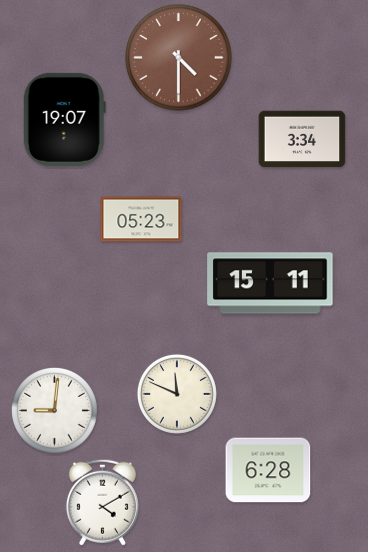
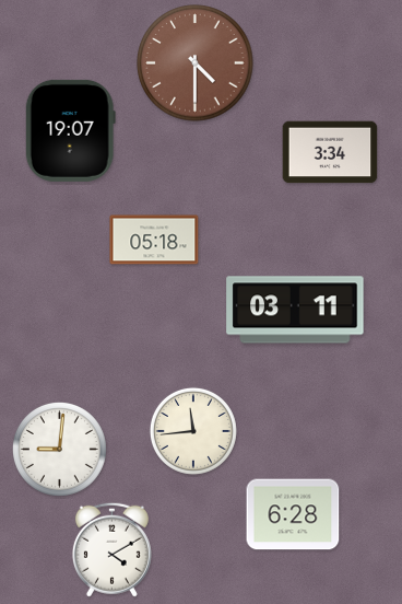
clock at (141, 219): 05:23 -> 05:18
clock at (270, 283): 15:11 -> 03:11
clock at (177, 394): 11:49 -> 11:44
